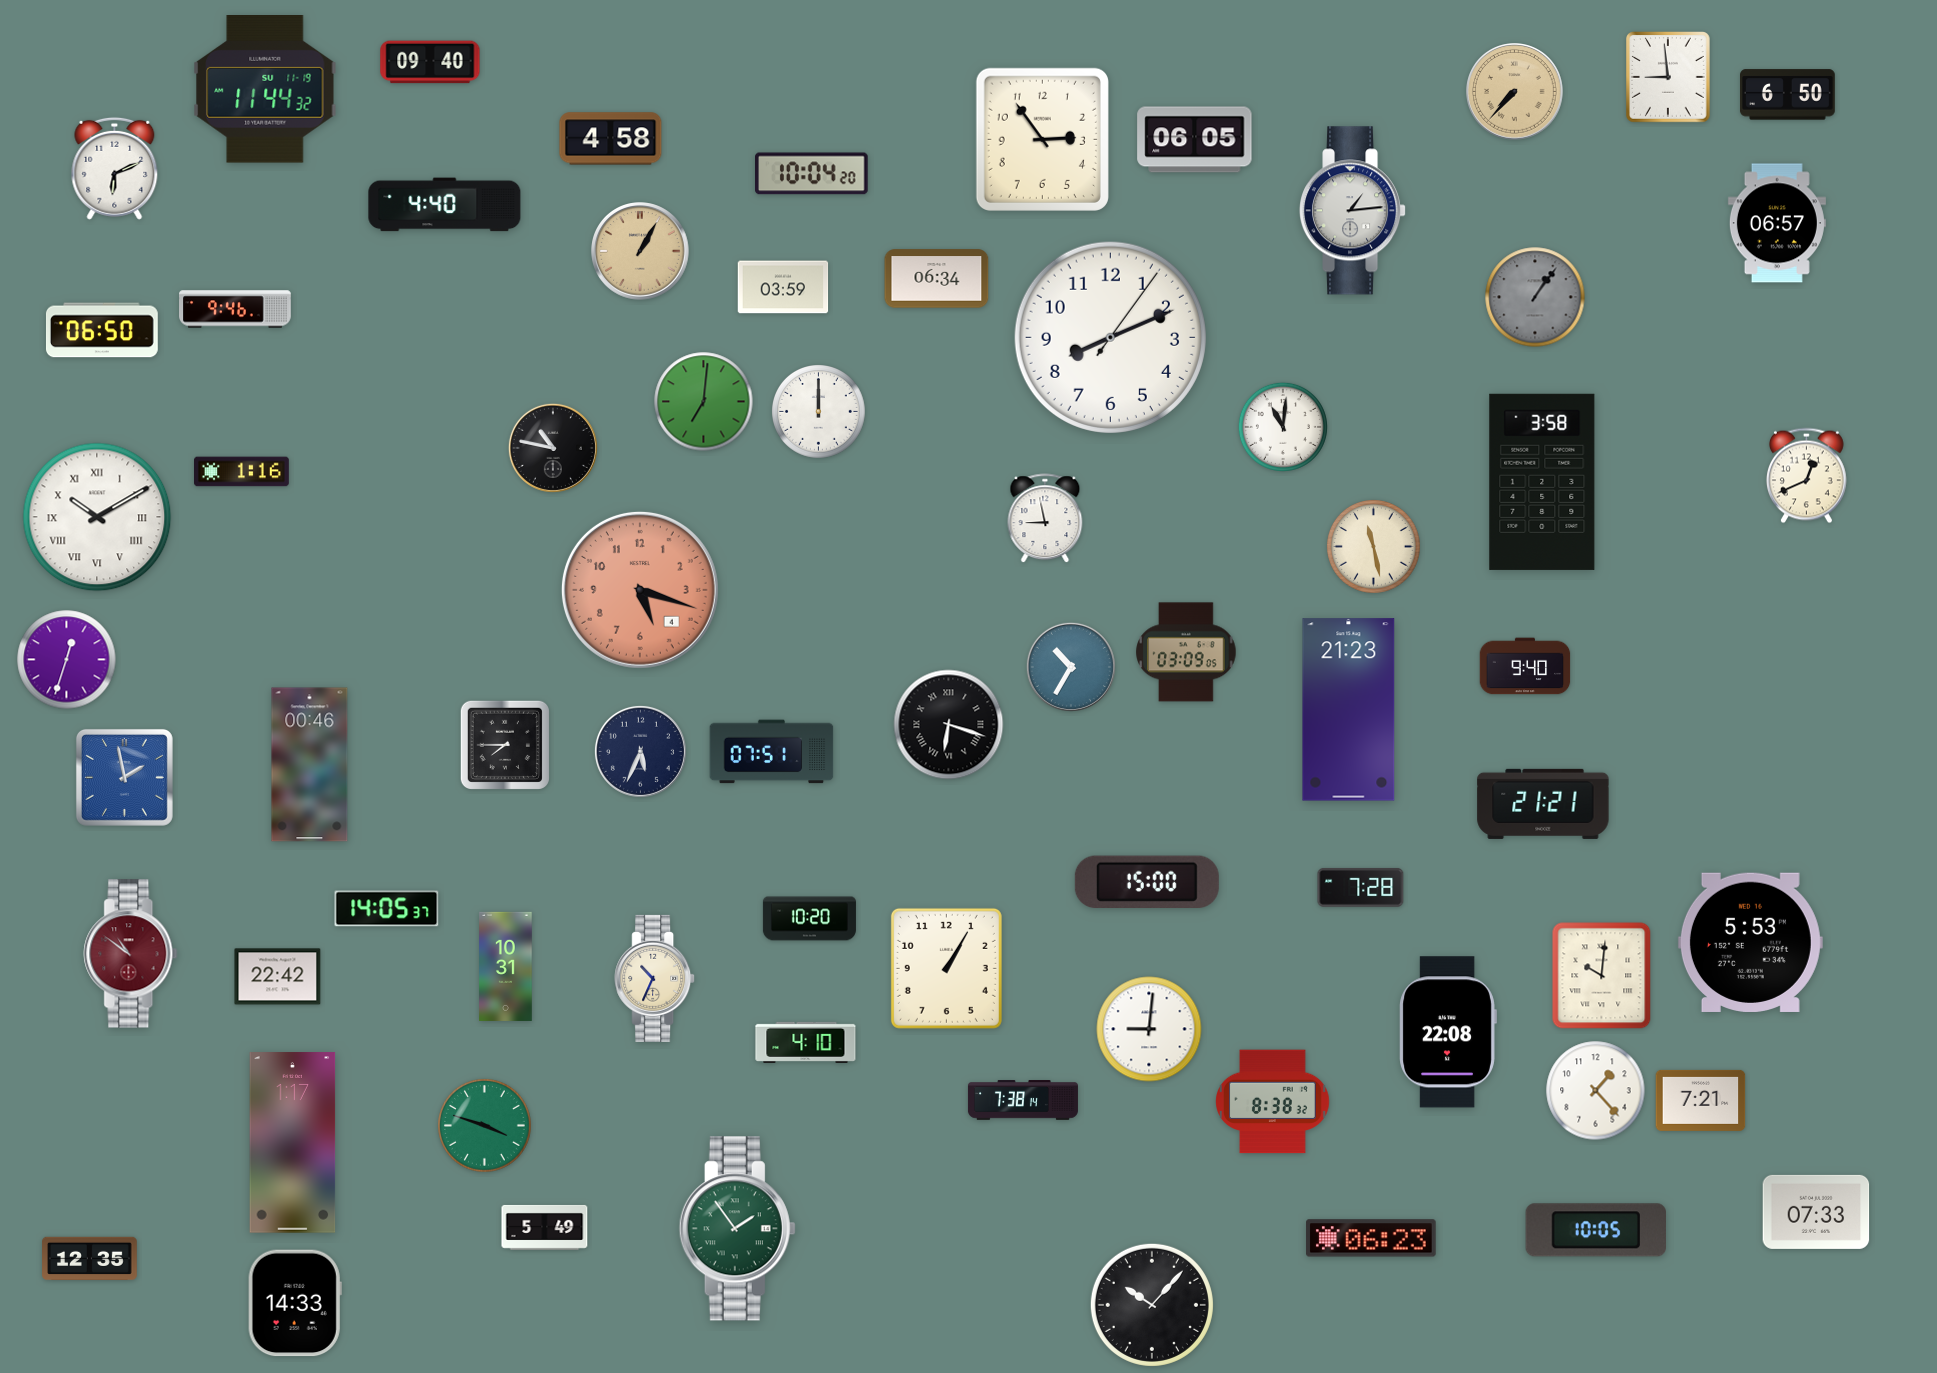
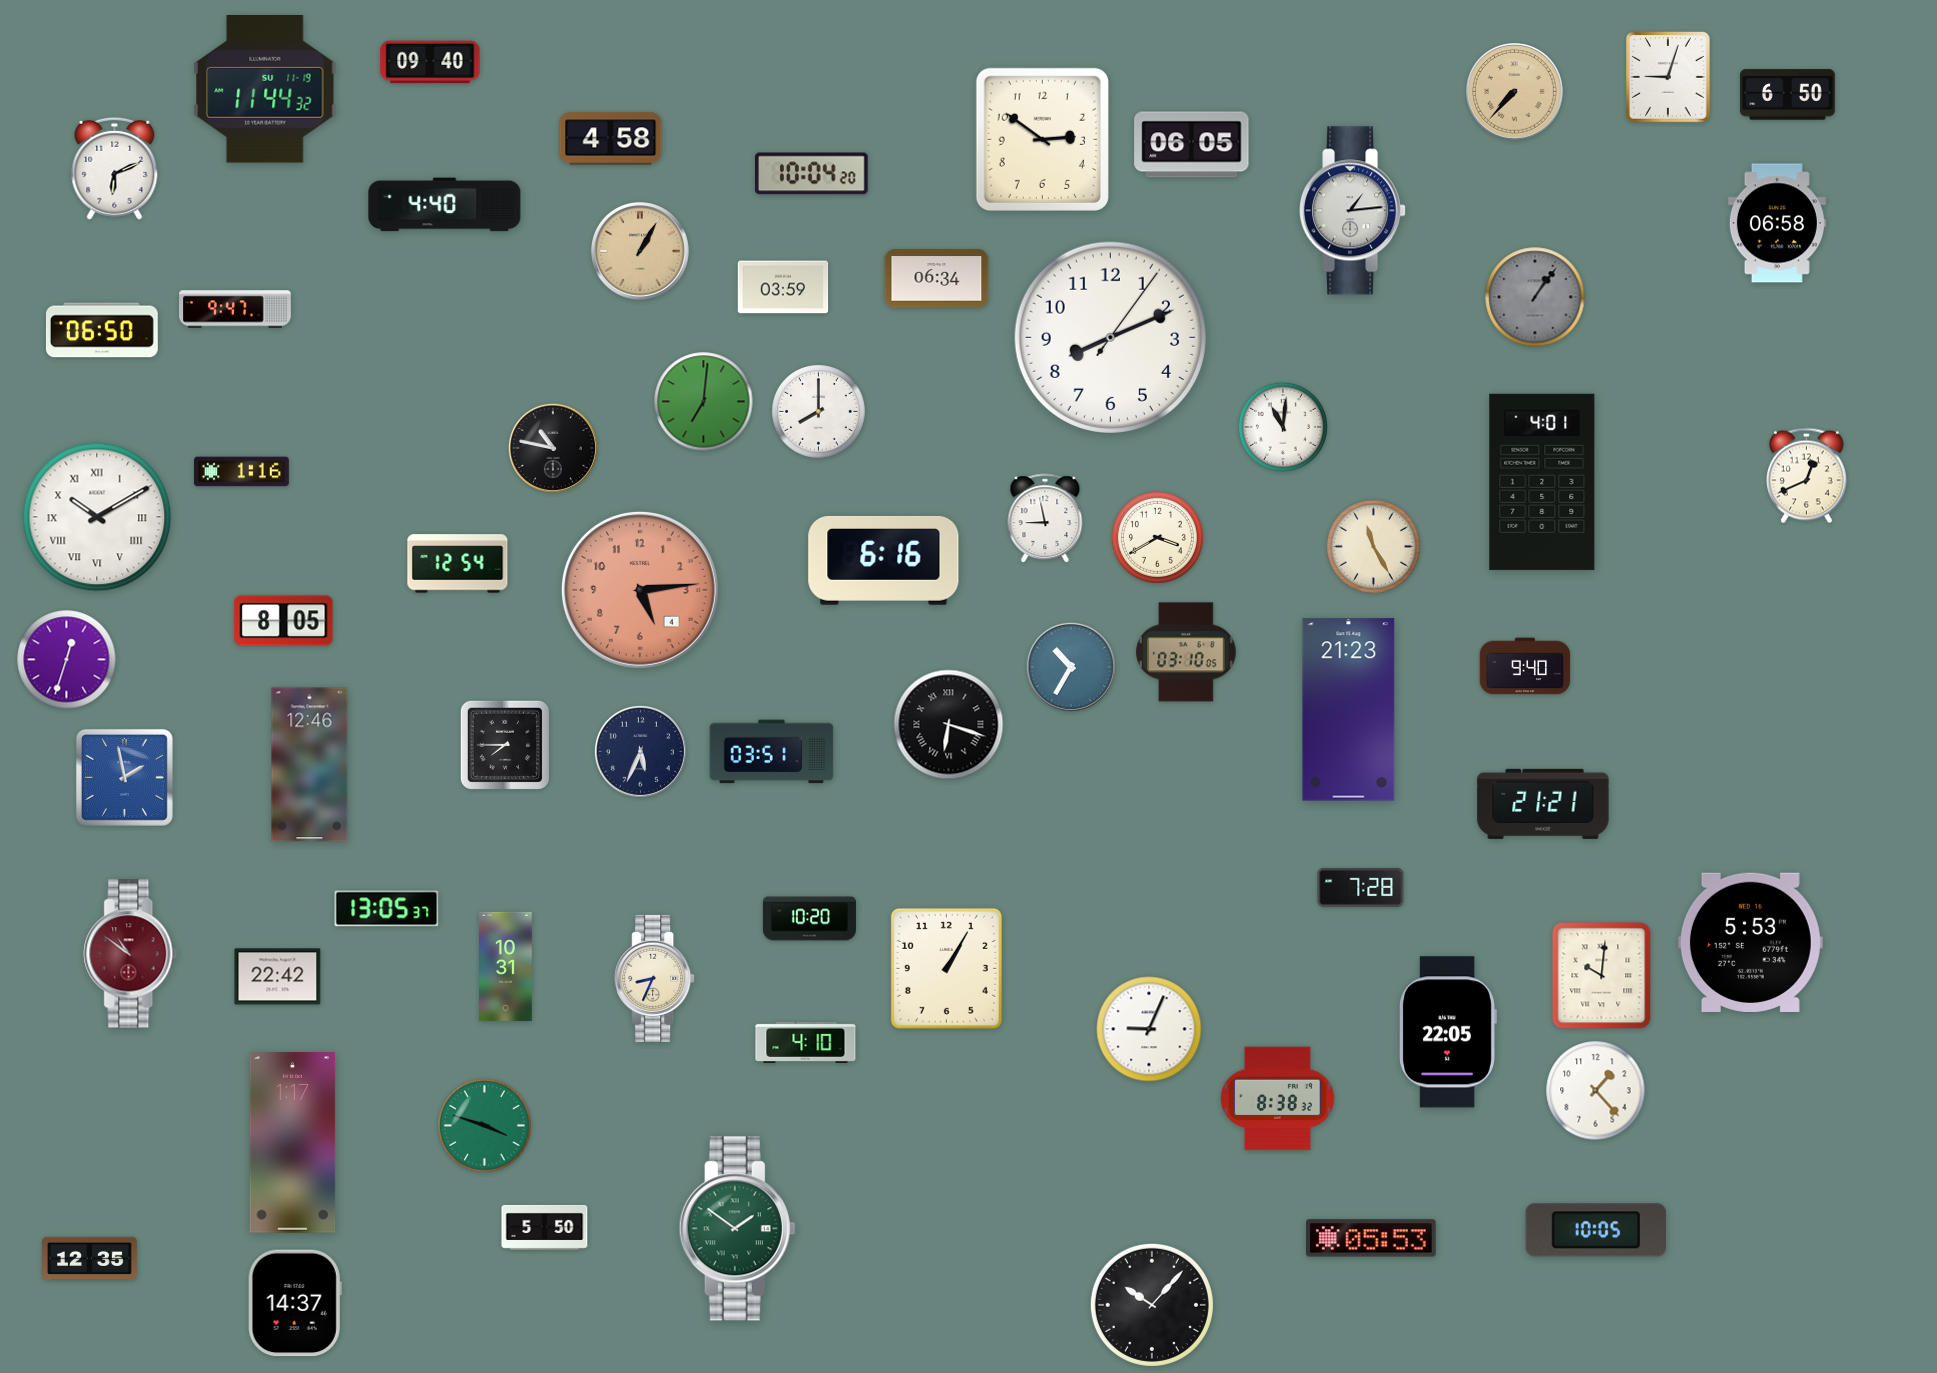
clock at (1669, 78): 8:59 -> 9:03
clock at (1042, 139): 2:54 -> 2:51
clock at (1195, 140) position: (1195, 140) -> (1192, 145)
clock at (1777, 223): 06:57 -> 06:58
clock at (235, 309): 9:46 -> 9:47
clock at (819, 412): 12:00 -> 8:00
clock at (1542, 482): 3:58 -> 4:01
clock at (1157, 537): none -> 3:40
clock at (1374, 547): 11:28 -> 11:25
clock at (884, 560): none -> 6:16
clock at (458, 564): none -> 12:54
clock at (640, 590): 5:18 -> 5:14
clock at (284, 621): none -> 8:05
clock at (1186, 652): 03:09 -> 03:10
clock at (772, 752): 07:51 -> 03:51
clock at (310, 765): 00:46 -> 12:46
clock at (1147, 882): 15:00 -> none
clock at (387, 909): 14:05 -> 13:05
clock at (655, 978): 10:34 -> 8:34
clock at (1149, 1029): 9:01 -> 9:04
clock at (1448, 1032): 22:08 -> 22:05
clock at (1023, 1100): 7:38 -> none
clock at (1701, 1100): 7:21 -> none
clock at (1273, 1102) position: (1273, 1102) -> (1278, 1099)
clock at (1816, 1212): 07:33 -> none
clock at (545, 1227): 5:49 -> 5:50
clock at (737, 1229): 1:54 -> 1:51
clock at (1371, 1238): 06:23 -> 05:53
clock at (295, 1303): 14:33 -> 14:37
